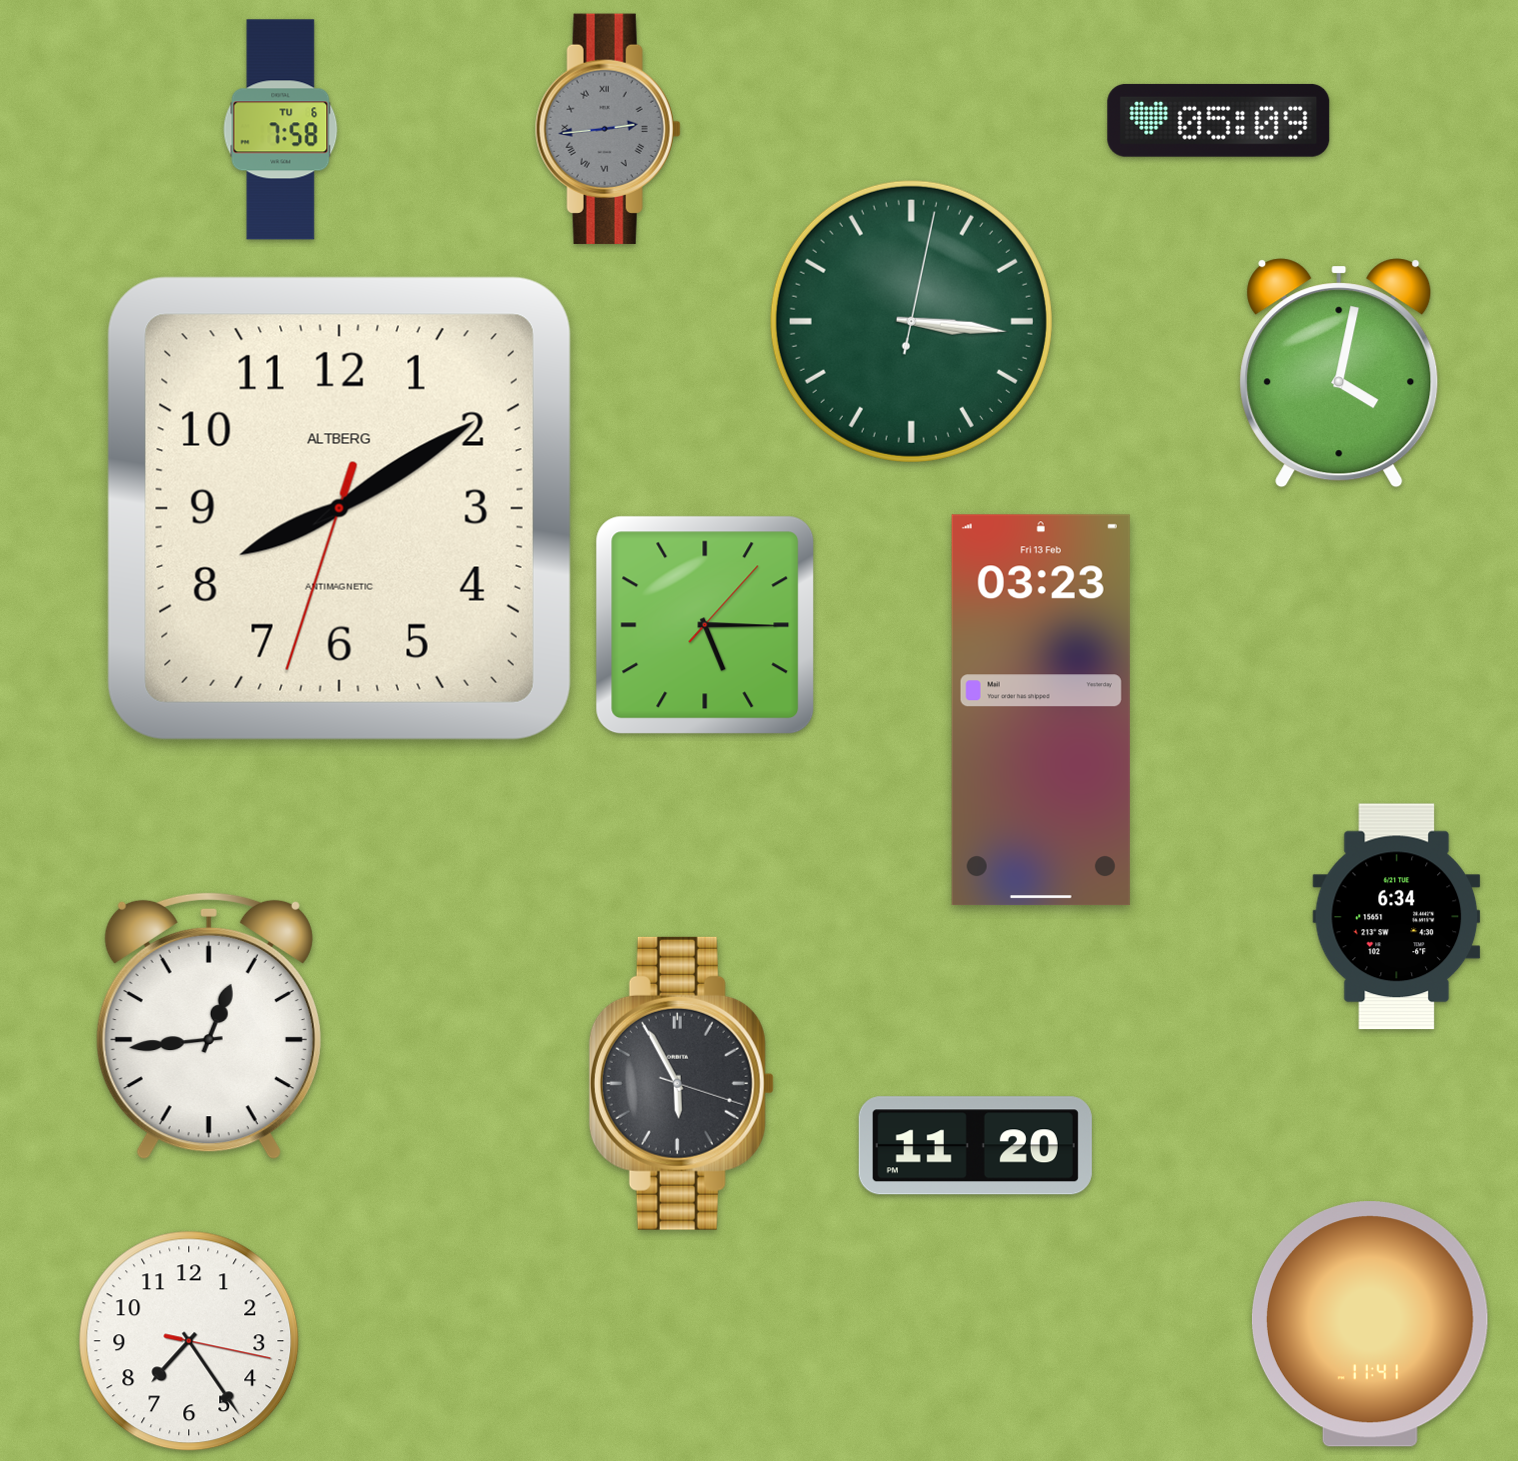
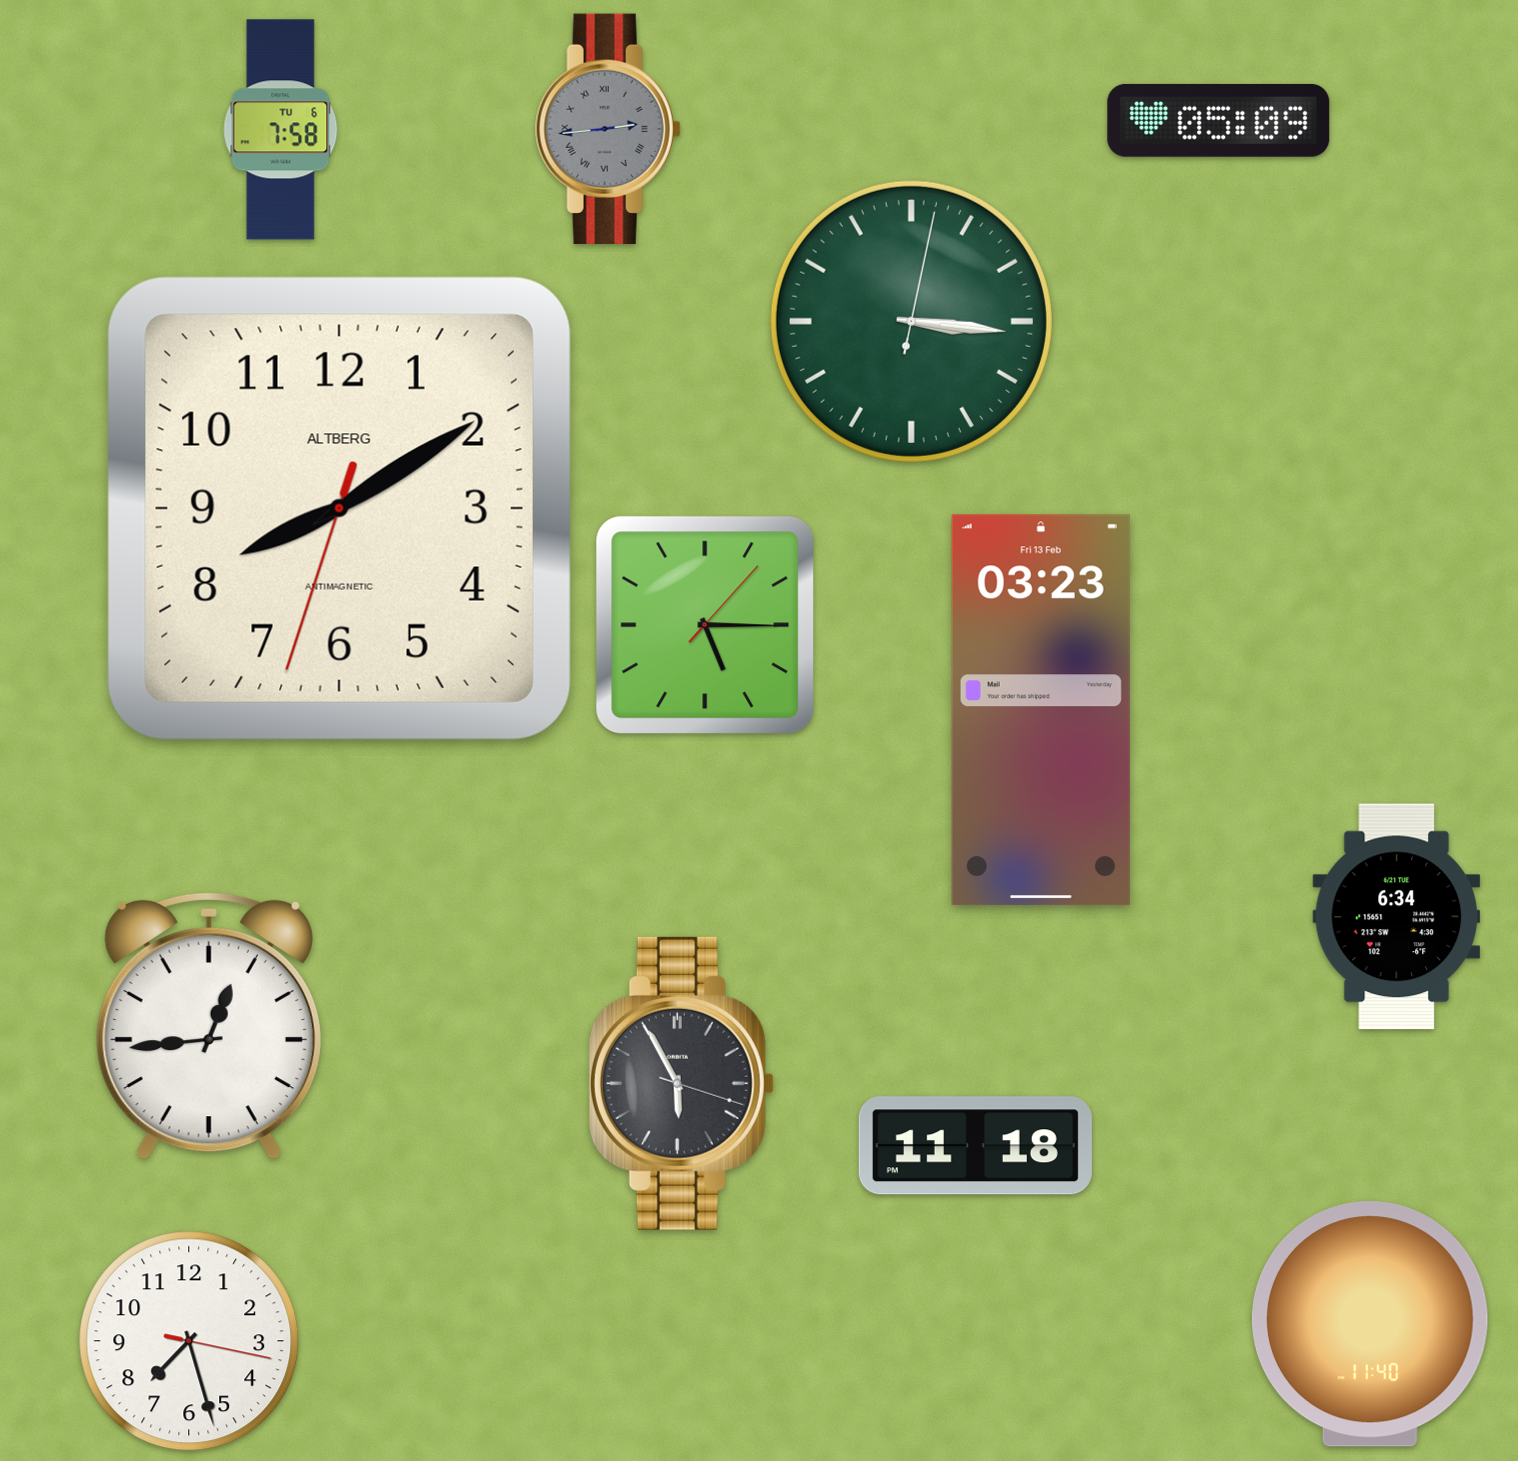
clock at (1339, 373): 4:02 -> none
clock at (975, 1146): 11:20 -> 11:18
clock at (1370, 1324): 11:41 -> 11:40
clock at (189, 1341): 7:24 -> 7:27
